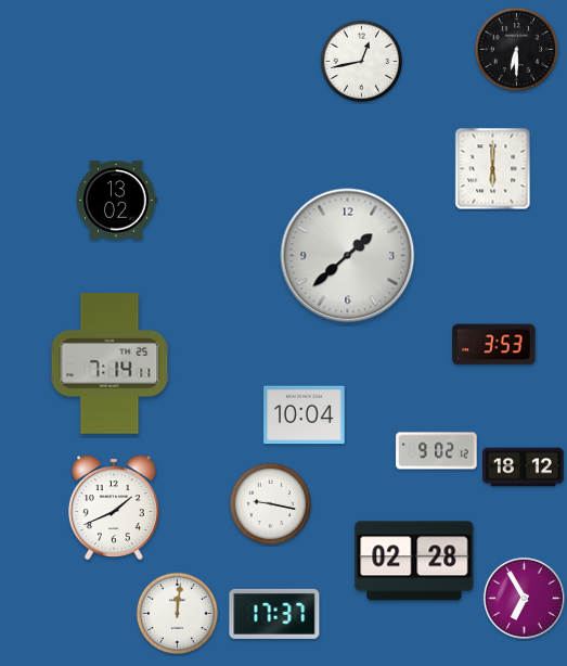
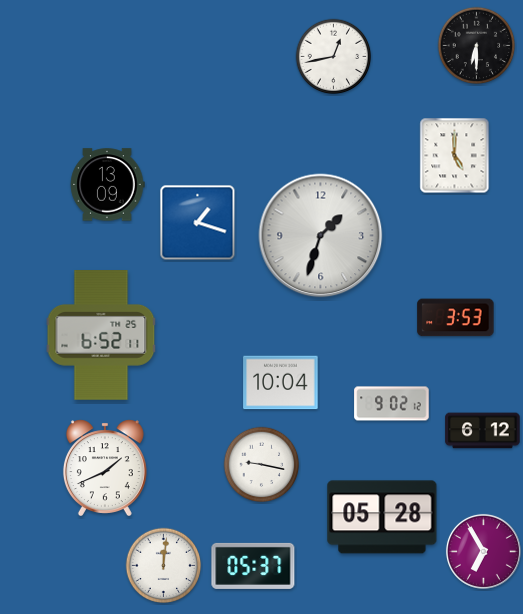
clock at (493, 169): 6:00 -> 5:00
clock at (116, 201): 13:02 -> 13:09
clock at (198, 223): none -> 1:18
clock at (348, 256): 1:38 -> 1:33
clock at (109, 363): 7:14 -> 6:52
clock at (437, 451) position: (437, 451) -> (392, 404)
clock at (524, 468): 18:12 -> 6:12
clock at (271, 504) position: (271, 504) -> (262, 465)
clock at (414, 561): 02:28 -> 05:28
clock at (274, 614): 17:37 -> 05:37
